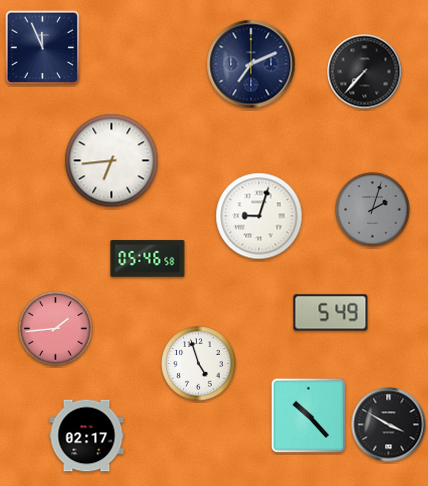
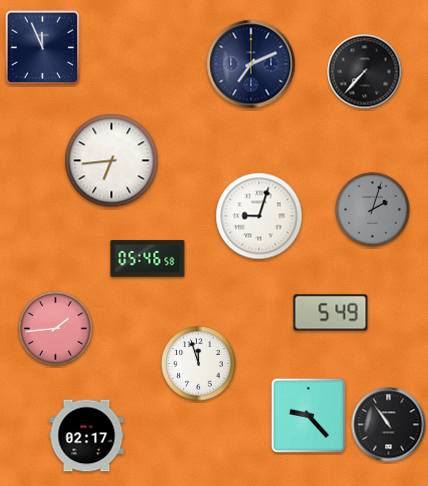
clock at (199, 364): 4:57 -> 11:57
clock at (309, 416): 10:23 -> 9:23
clock at (389, 425): 3:50 -> 10:54
